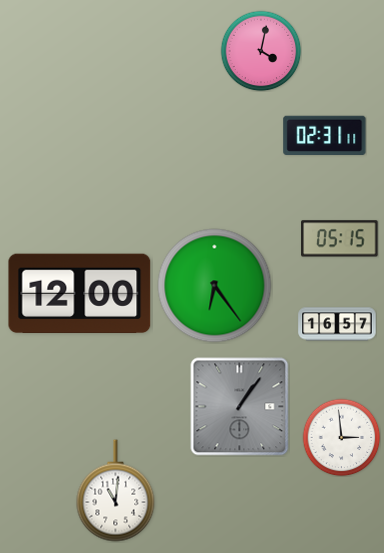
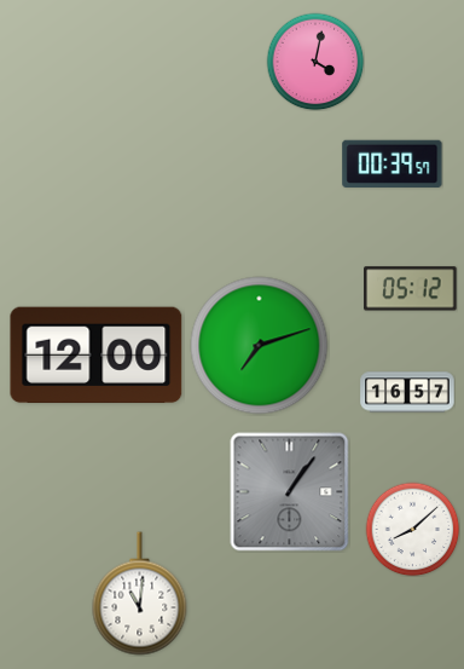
clock at (325, 135): 02:31 -> 00:39
clock at (340, 239): 05:15 -> 05:12
clock at (215, 286): 6:24 -> 7:12
clock at (341, 437): 2:59 -> 8:08
